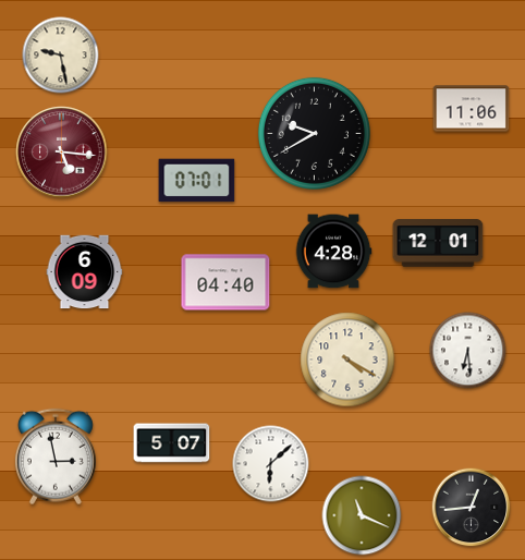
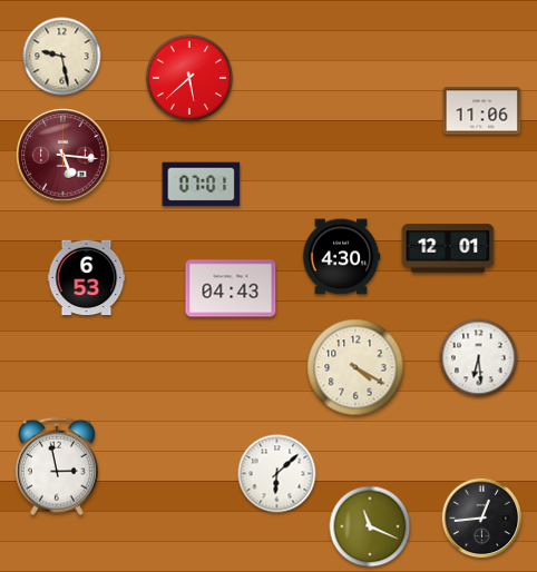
clock at (188, 77): none -> 5:38
clock at (314, 133): 9:40 -> none
clock at (333, 252): 4:28 -> 4:30
clock at (85, 272): 6:09 -> 6:53
clock at (225, 282): 04:40 -> 04:43
clock at (172, 443): 5:07 -> none
